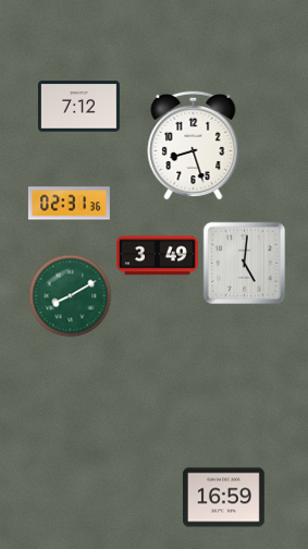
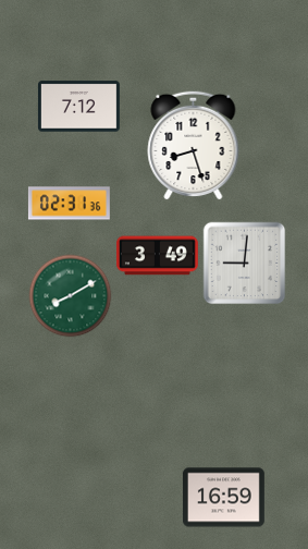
clock at (245, 264): 5:01 -> 9:01
